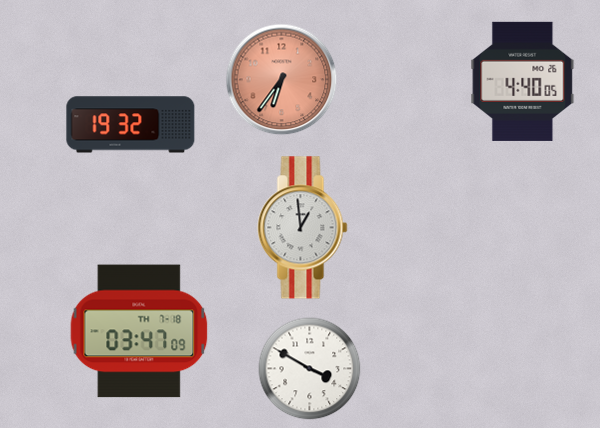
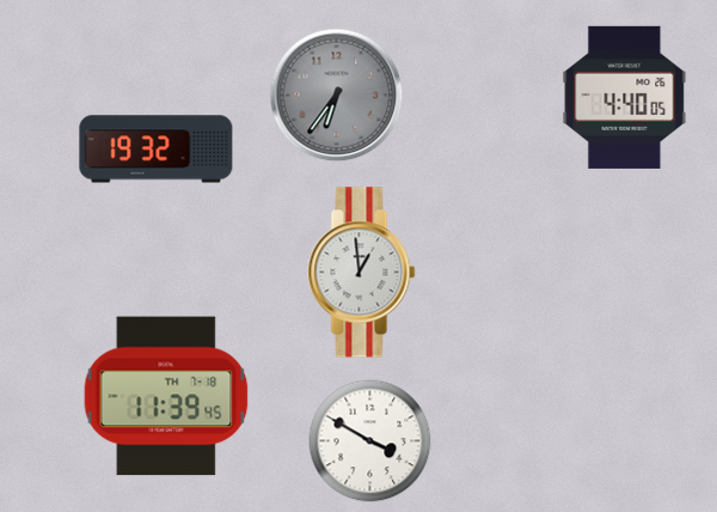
clock at (282, 80) dial: salmon -> grey
clock at (139, 331): 03:47 -> 11:39
